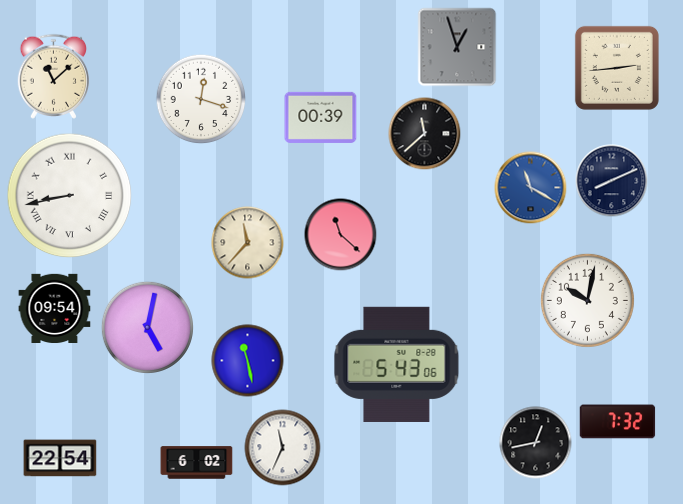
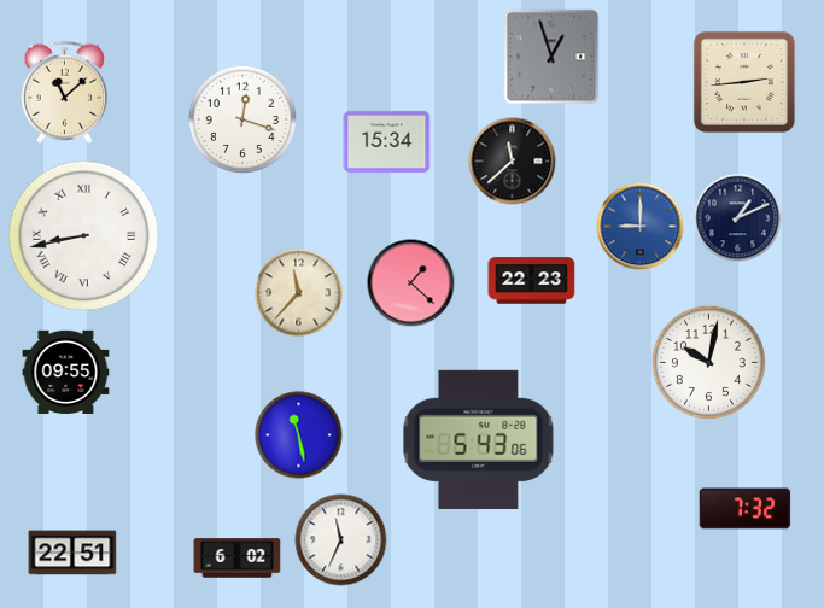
clock at (321, 117): 00:39 -> 15:34
clock at (612, 181): 8:11 -> 1:11
clock at (531, 188): 11:20 -> 9:00
clock at (532, 281): none -> 22:23
clock at (341, 235): 11:22 -> 1:22
clock at (55, 308): 09:54 -> 09:55
clock at (147, 327): 5:02 -> none
clock at (536, 443): 12:43 -> none
clock at (60, 458): 22:54 -> 22:51
